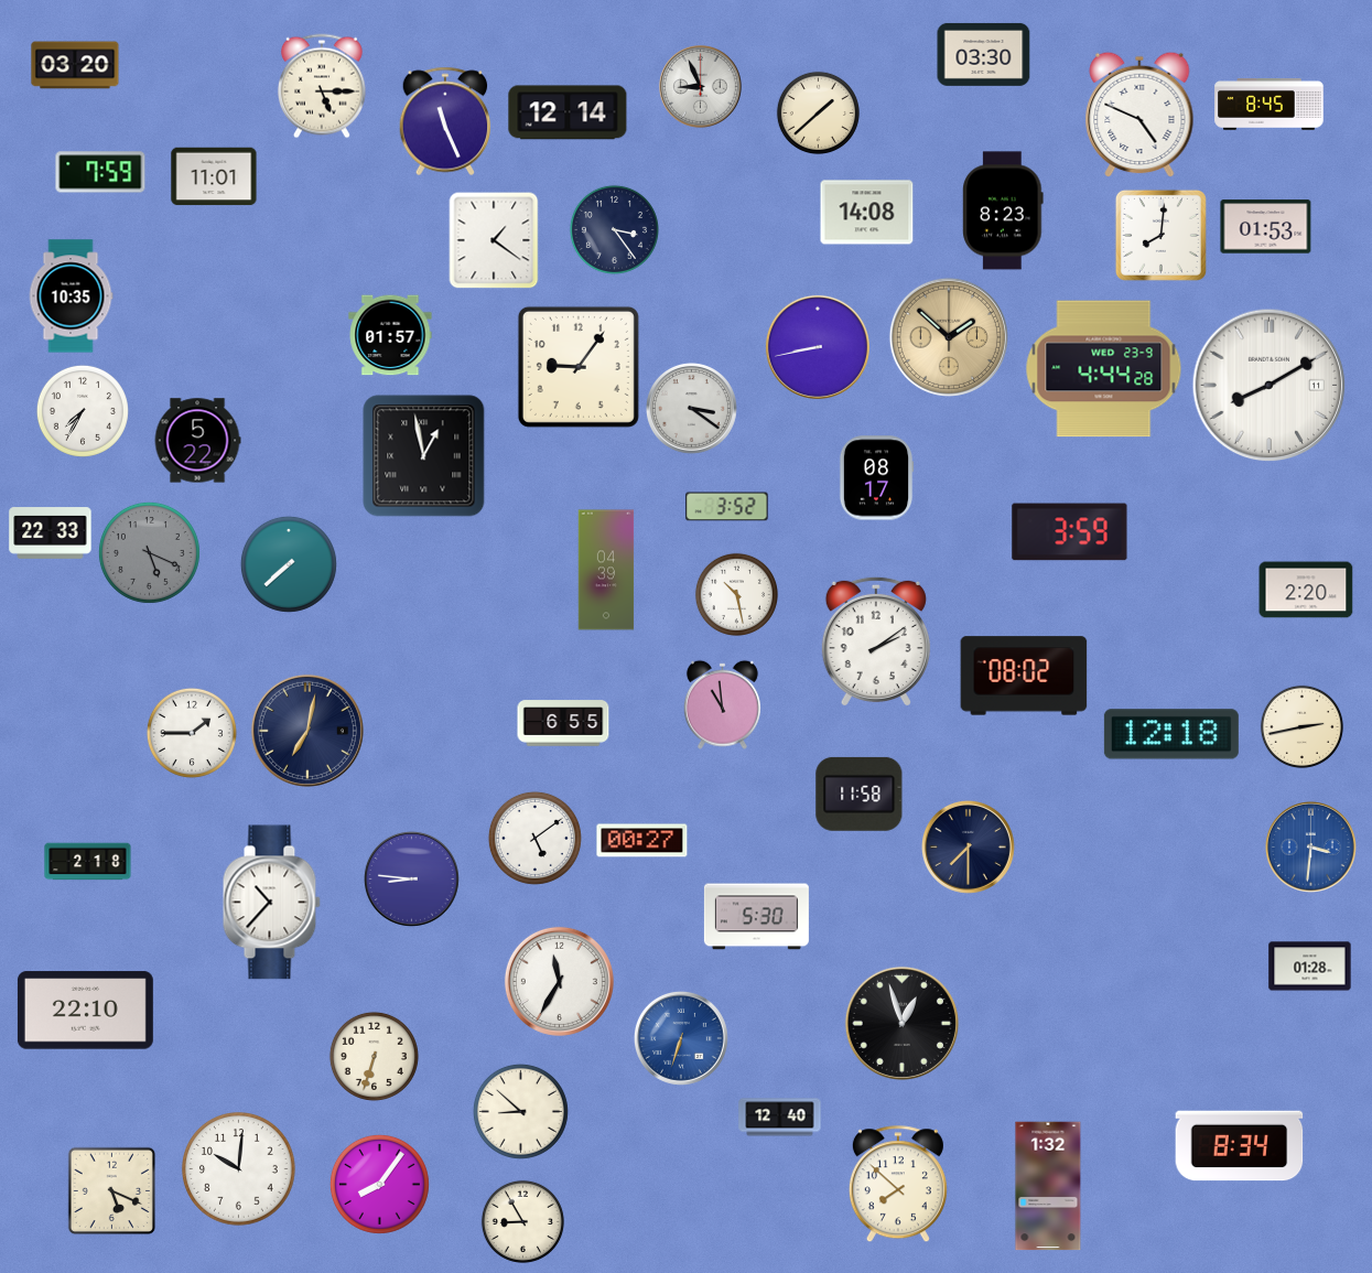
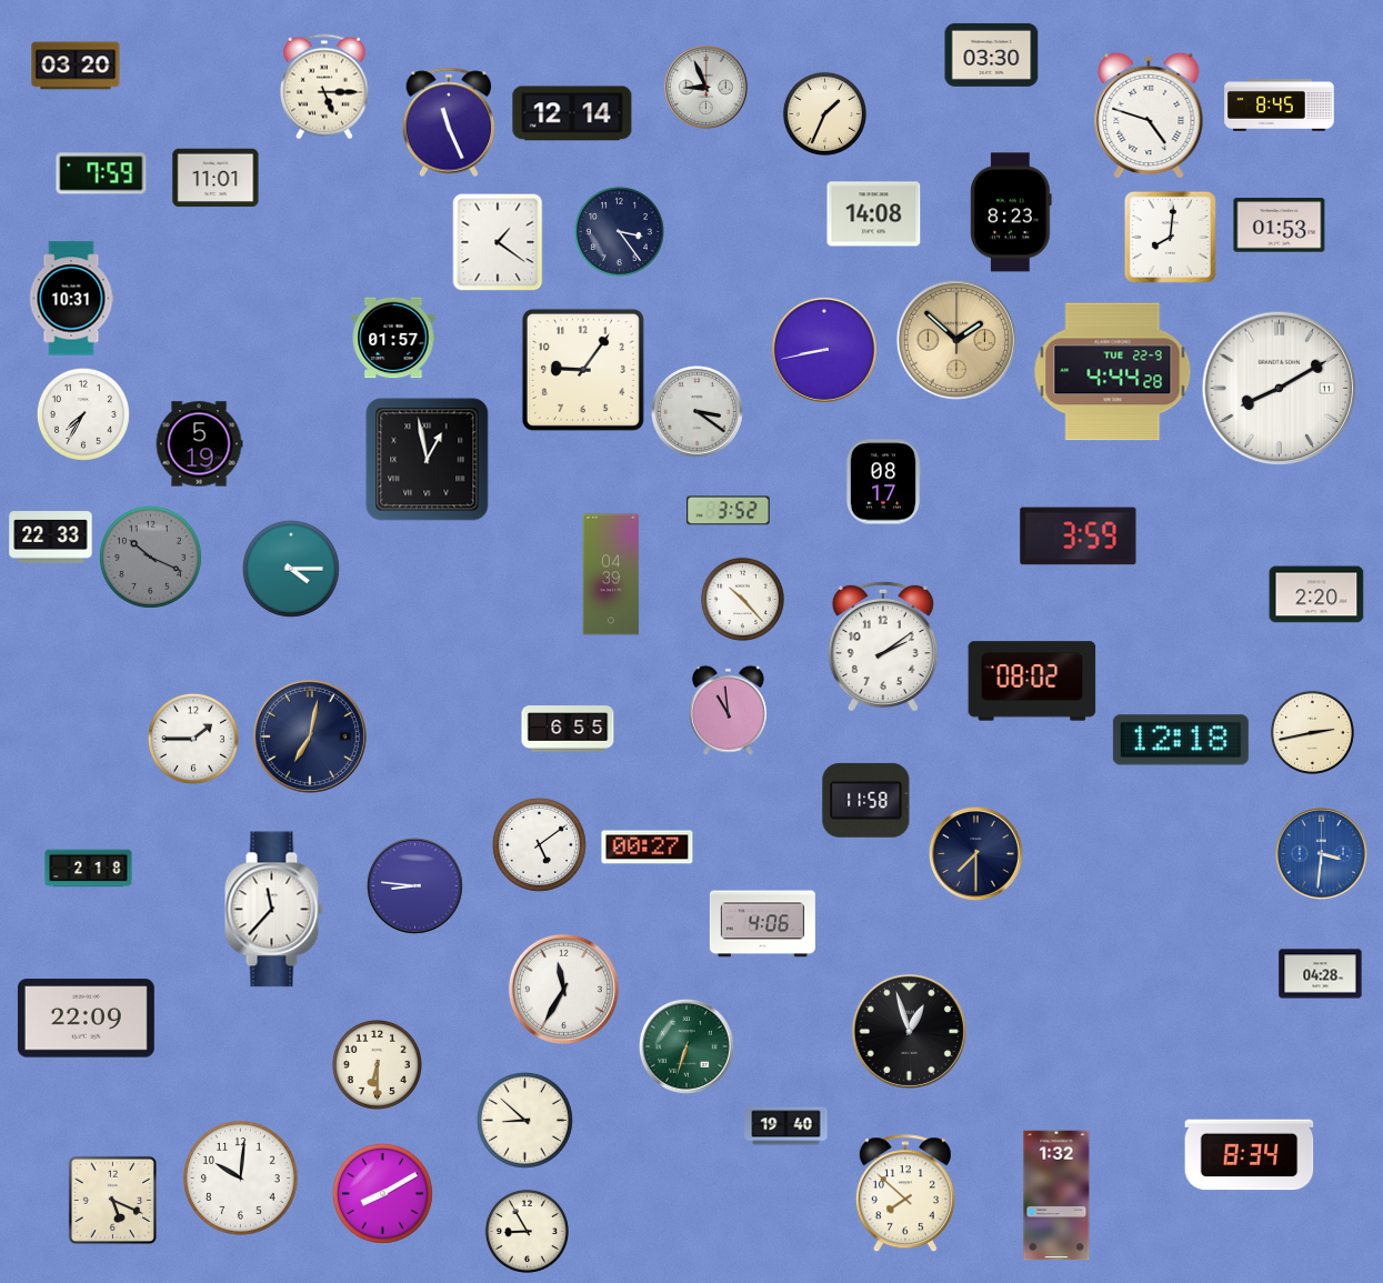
clock at (818, 112): 1:38 -> 1:34
clock at (1139, 115): 4:49 -> 4:48
clock at (1266, 227) position: (1266, 227) -> (1280, 225)
clock at (71, 296): 10:35 -> 10:31
clock at (1104, 369) date: WED 23-9 -> TUE 22-9
clock at (197, 441): 5:22 -> 5:19
clock at (727, 507) position: (727, 507) -> (729, 511)
clock at (149, 552): 5:19 -> 10:19
clock at (289, 564): 7:38 -> 4:15
clock at (736, 594): 10:28 -> 10:23
clock at (271, 903): 10:37 -> 11:37
clock at (756, 917): 5:30 -> 4:06
clock at (1310, 967): 01:28 -> 04:28
clock at (85, 1011): 22:10 -> 22:09
clock at (681, 1038) dial: blue -> green
clock at (374, 1056): 6:33 -> 6:30
clock at (780, 1118): 12:40 -> 19:40
clock at (379, 1184): 8:06 -> 8:10
